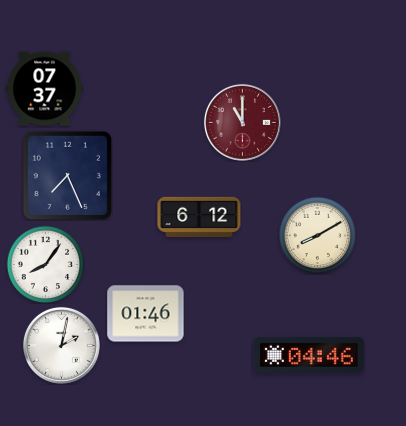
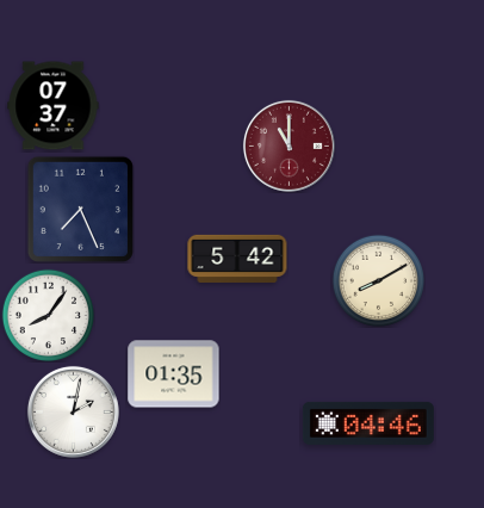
clock at (199, 217): 6:12 -> 5:42
clock at (45, 264) position: (45, 264) -> (48, 315)
clock at (146, 314): 01:46 -> 01:35
